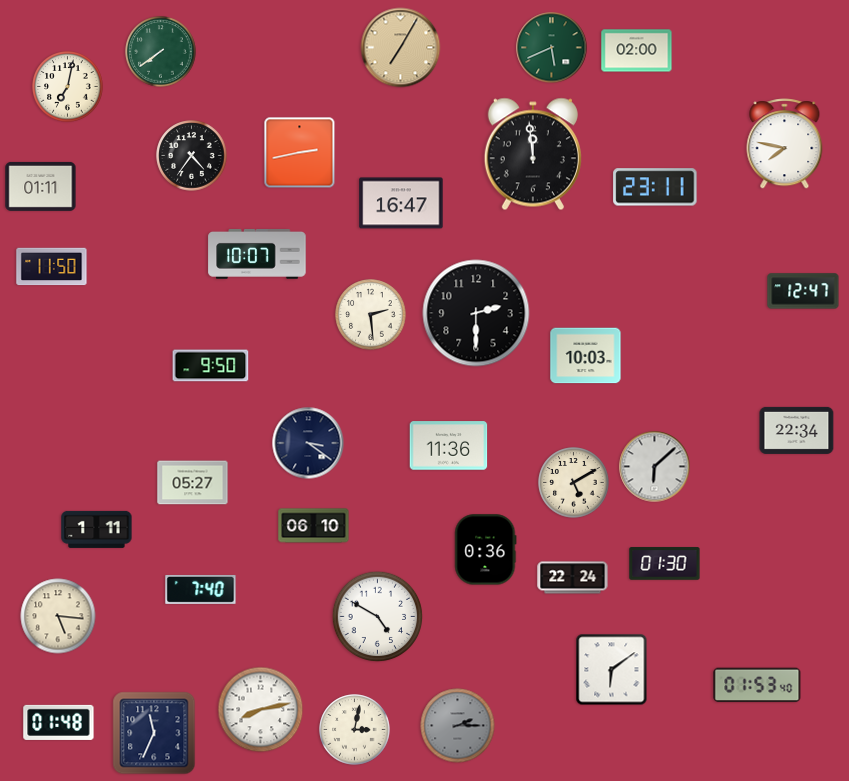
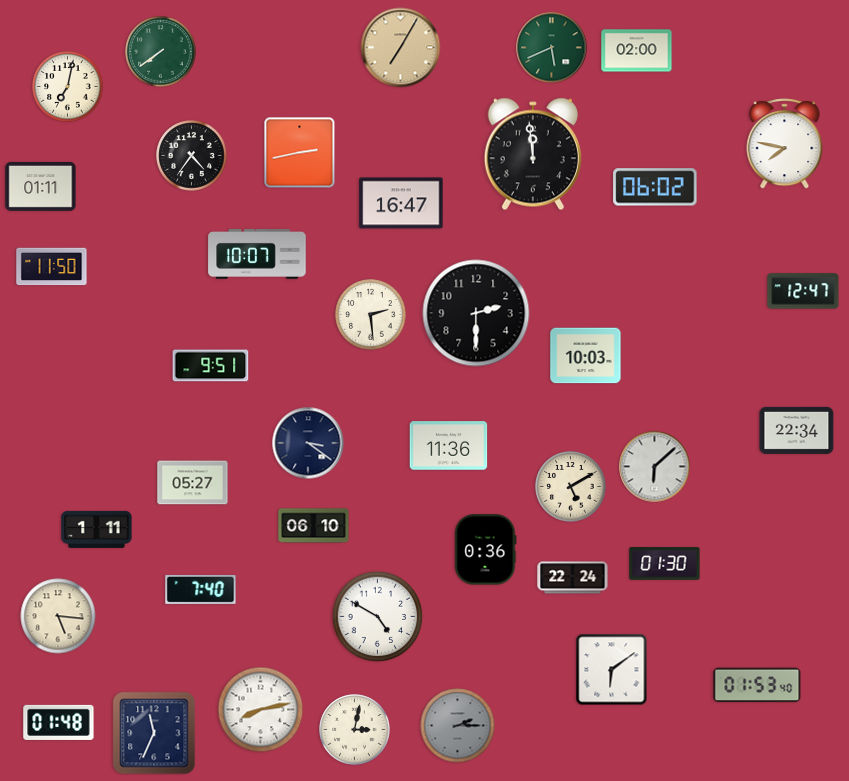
clock at (655, 187): 23:11 -> 06:02
clock at (211, 366): 9:50 -> 9:51
clock at (574, 483) position: (574, 483) -> (571, 487)
